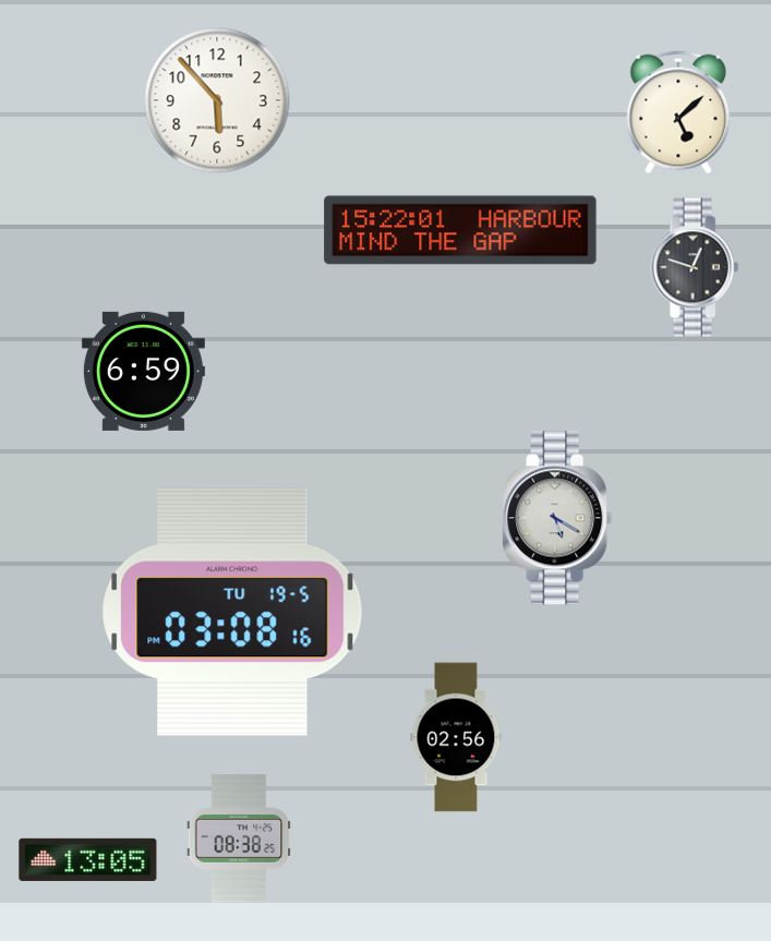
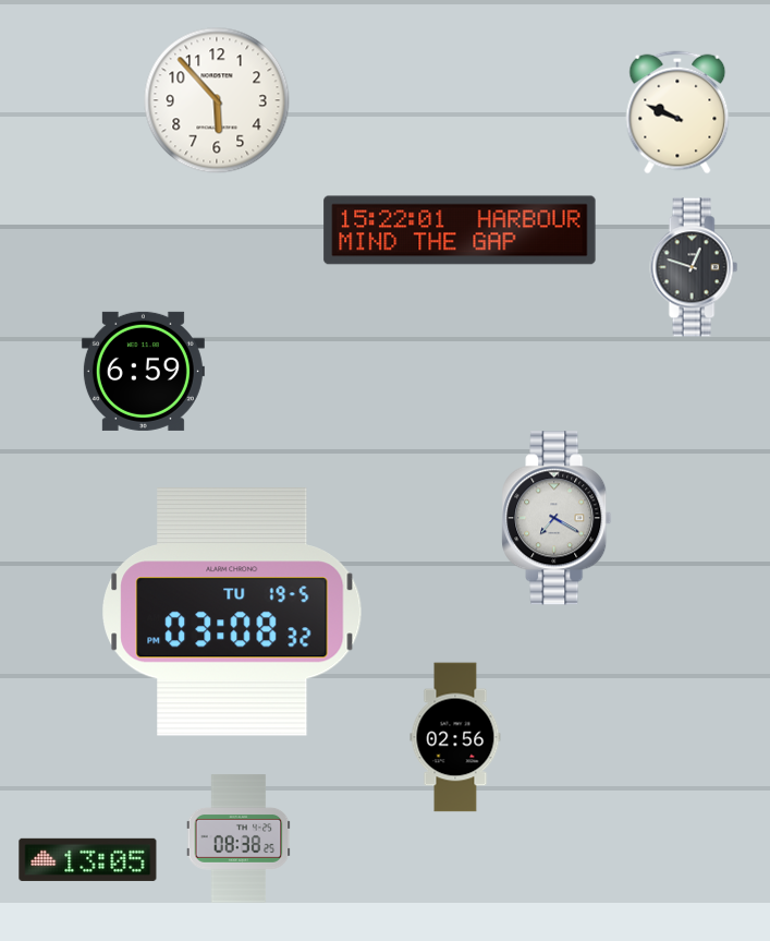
clock at (678, 112): 5:08 -> 9:49
clock at (557, 518): 5:20 -> 7:20
clock at (232, 612): 03:08:16 -> 03:08:32
